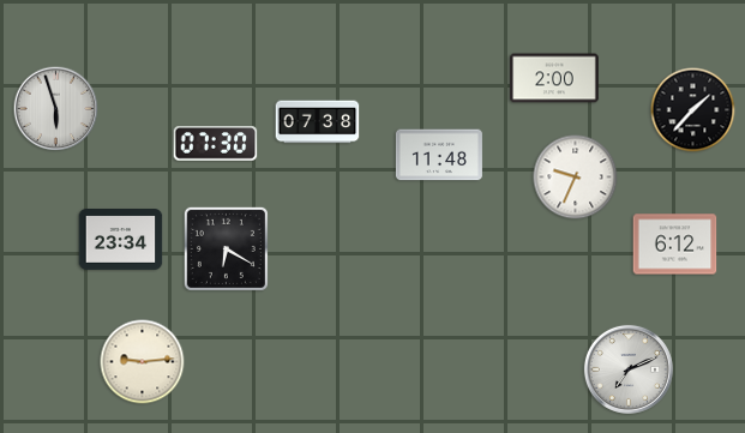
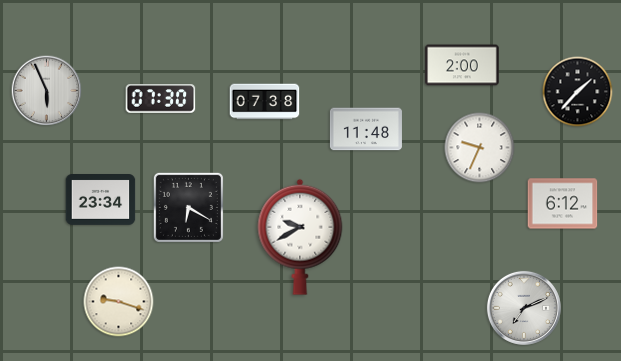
clock at (56, 109): 5:57 -> 5:56
clock at (216, 144) position: (216, 144) -> (161, 99)
clock at (300, 237): none -> 9:40
clock at (143, 362): 9:14 -> 9:18
